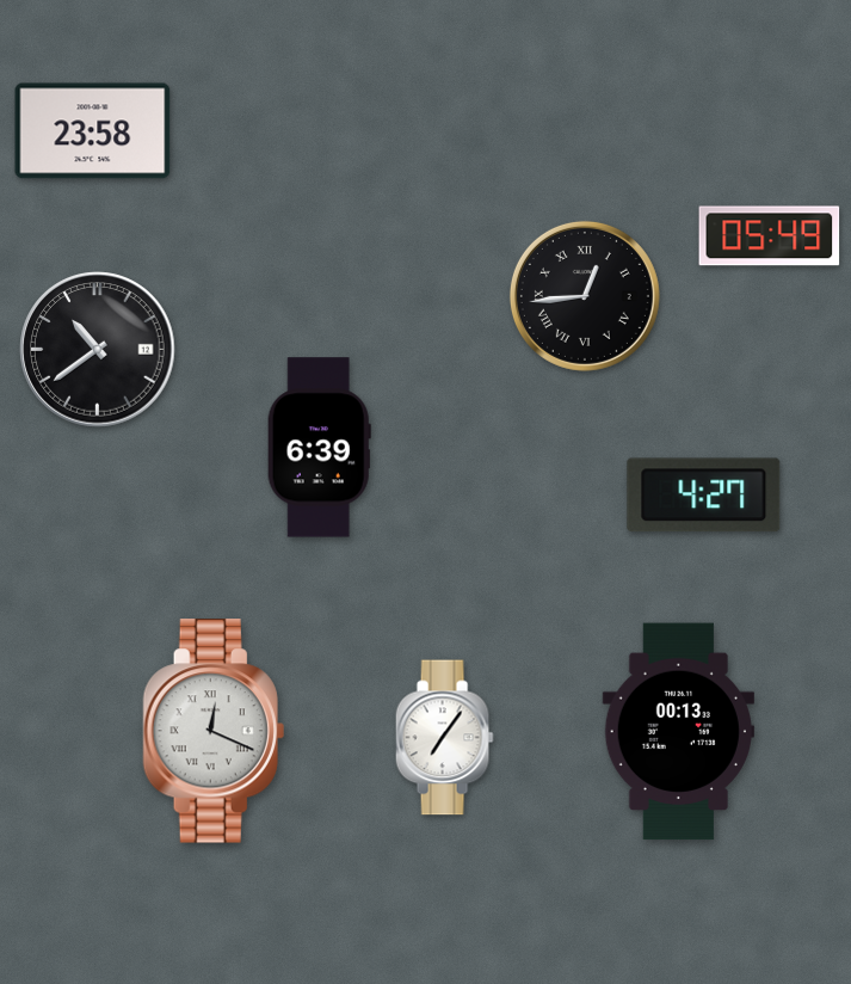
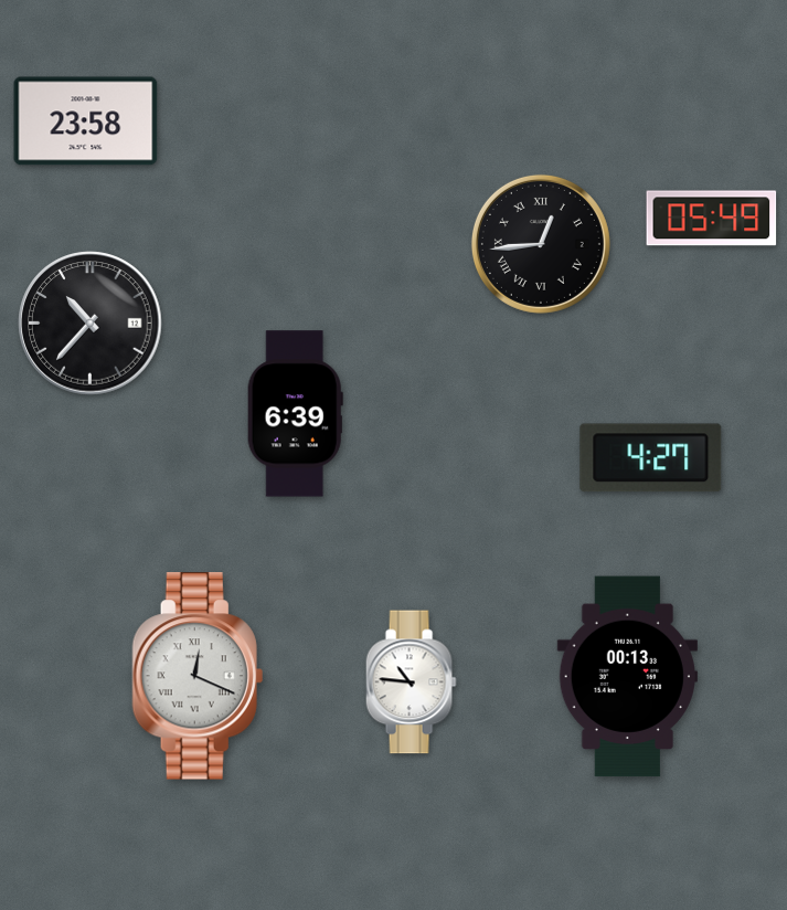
clock at (585, 296) position: (585, 296) -> (541, 244)
clock at (98, 350): 10:39 -> 10:37
clock at (444, 738): 7:06 -> 10:46
